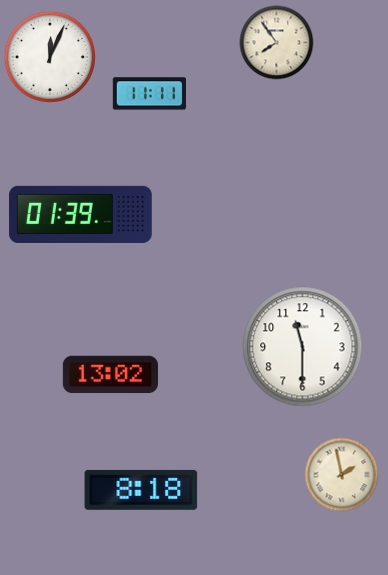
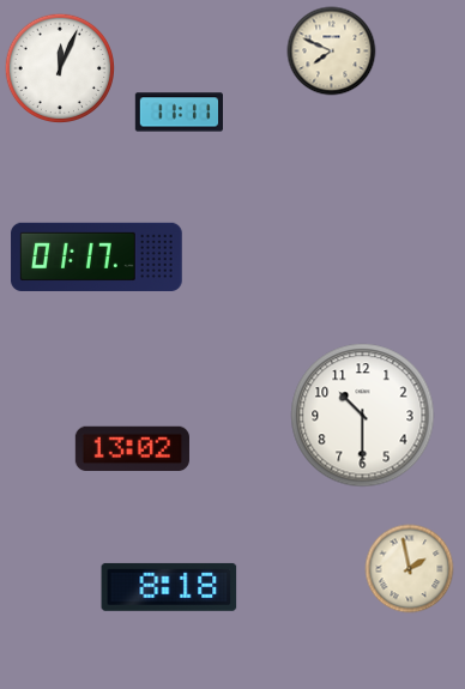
clock at (277, 43): 7:54 -> 7:49
clock at (81, 214): 01:39 -> 01:17
clock at (303, 347): 11:30 -> 10:30
